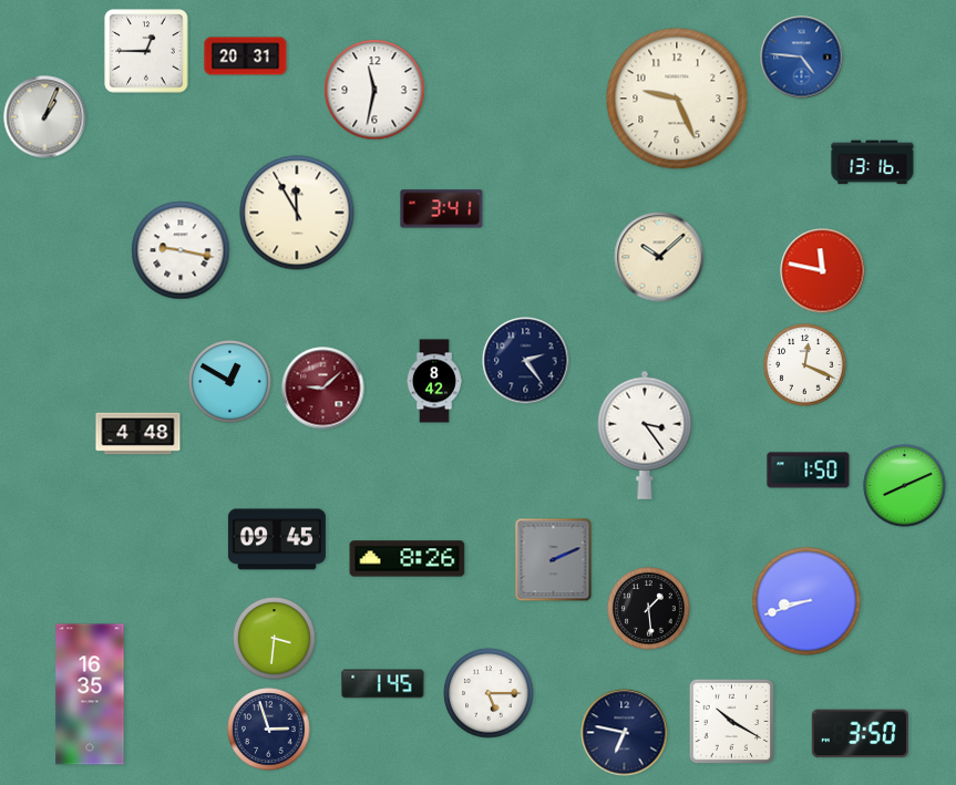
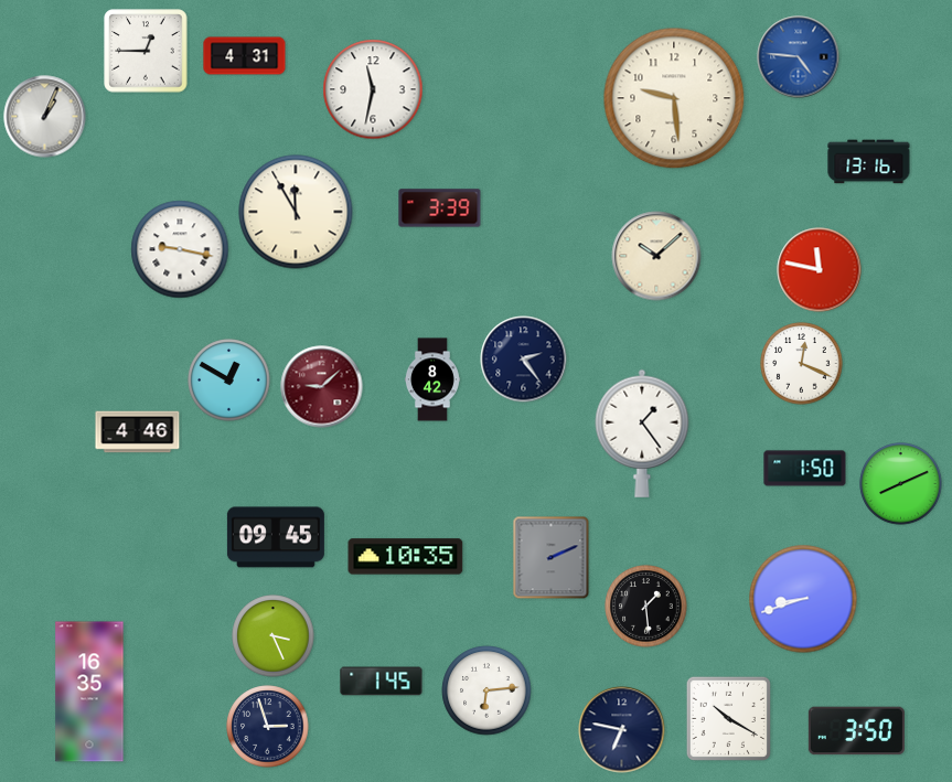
clock at (246, 56): 20:31 -> 4:31
clock at (677, 99): 9:26 -> 9:29
clock at (442, 209): 3:41 -> 3:39
clock at (138, 434): 4:48 -> 4:46
clock at (645, 435): 3:24 -> 1:24
clock at (408, 559): 8:26 -> 10:35
clock at (275, 639): 3:31 -> 3:26
clock at (489, 693): 5:15 -> 6:14
